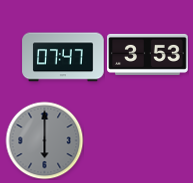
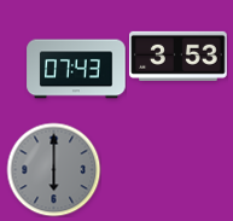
clock at (148, 54) position: (148, 54) -> (179, 56)
clock at (63, 57): 07:47 -> 07:43
